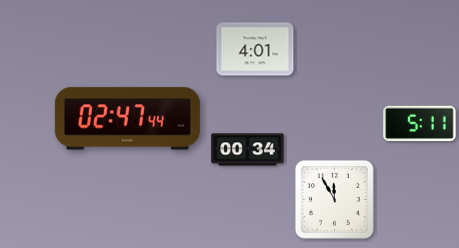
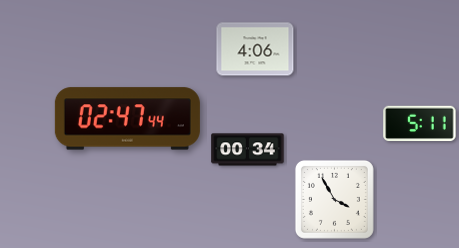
clock at (255, 49): 4:01 -> 4:06
clock at (334, 199): 11:55 -> 3:55
